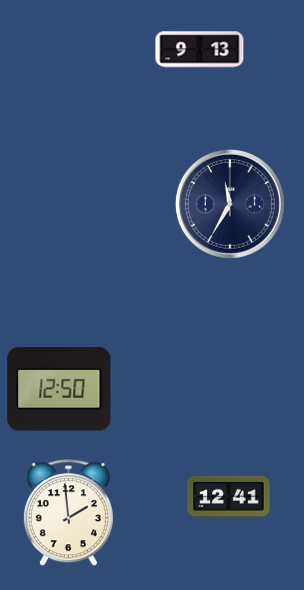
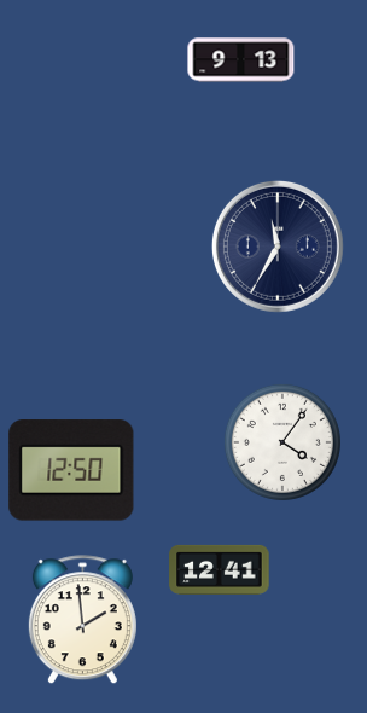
clock at (282, 442): none -> 4:06
clock at (229, 496) position: (229, 496) -> (220, 569)
